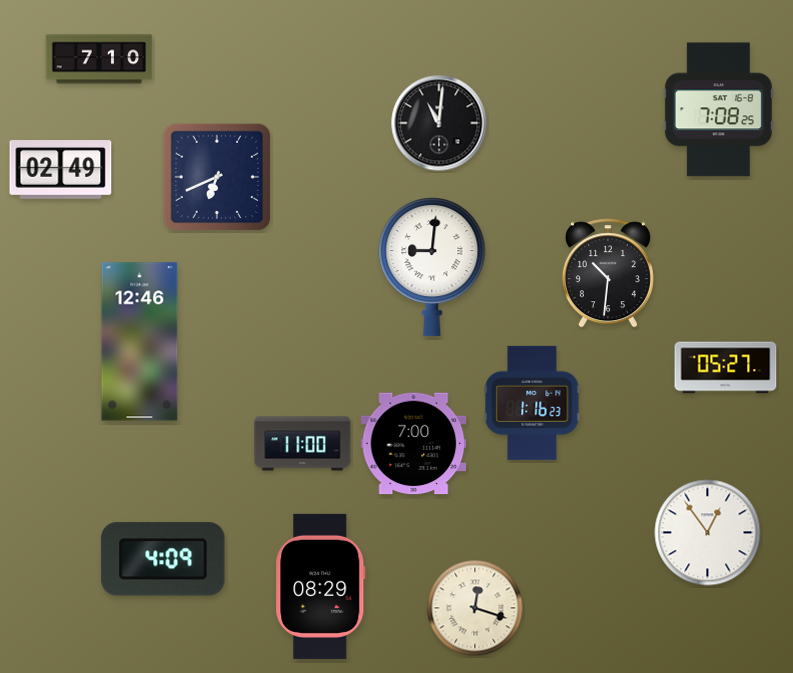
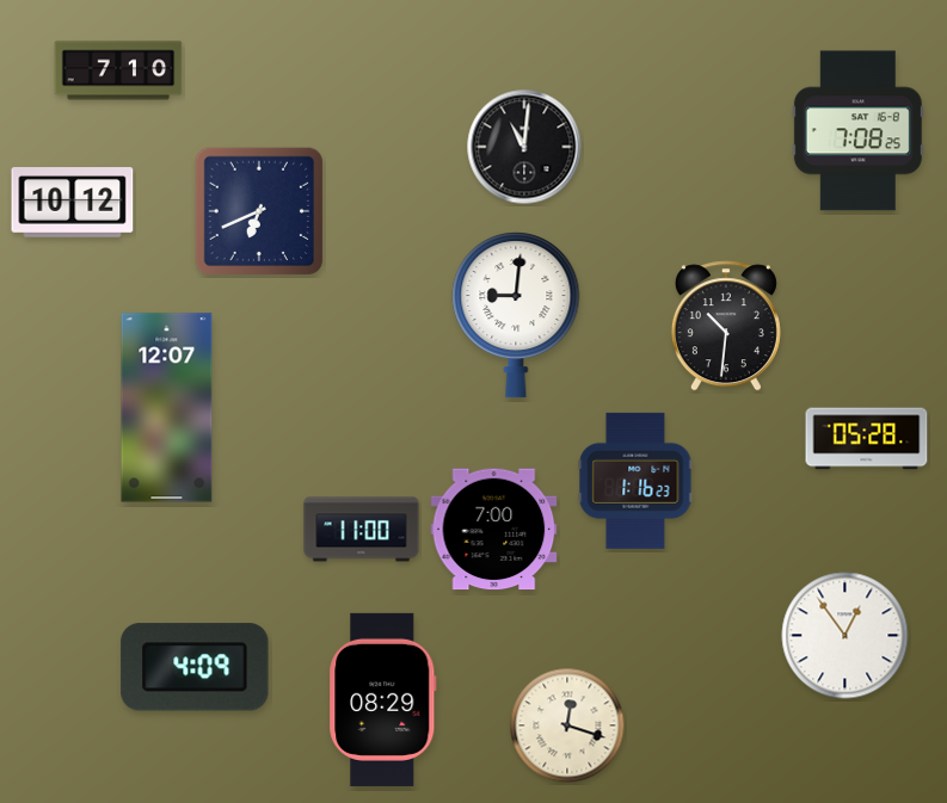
clock at (61, 170): 02:49 -> 10:12
clock at (432, 268) position: (432, 268) -> (516, 316)
clock at (140, 342): 12:46 -> 12:07
clock at (726, 368): 05:27 -> 05:28
